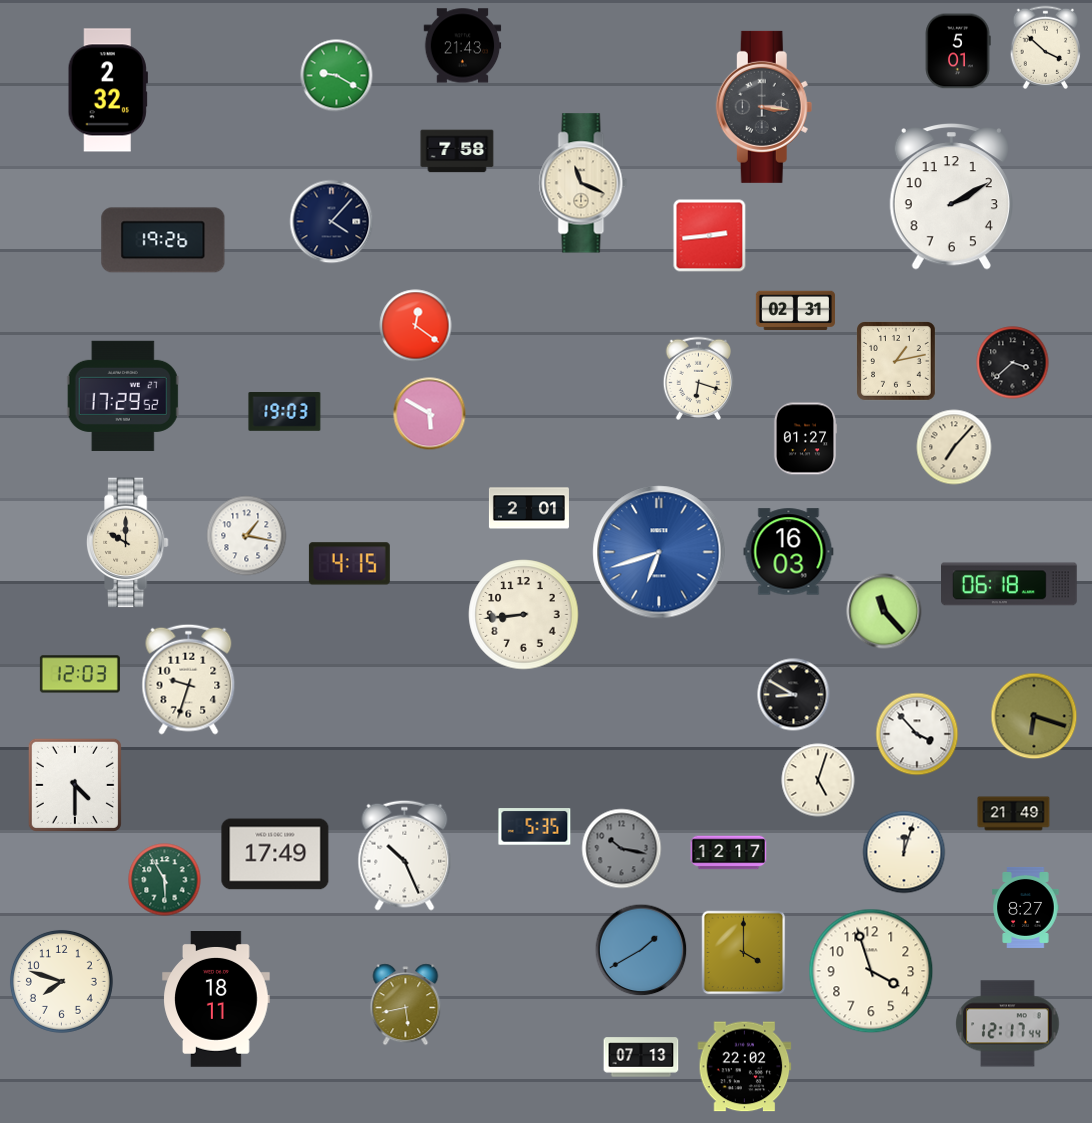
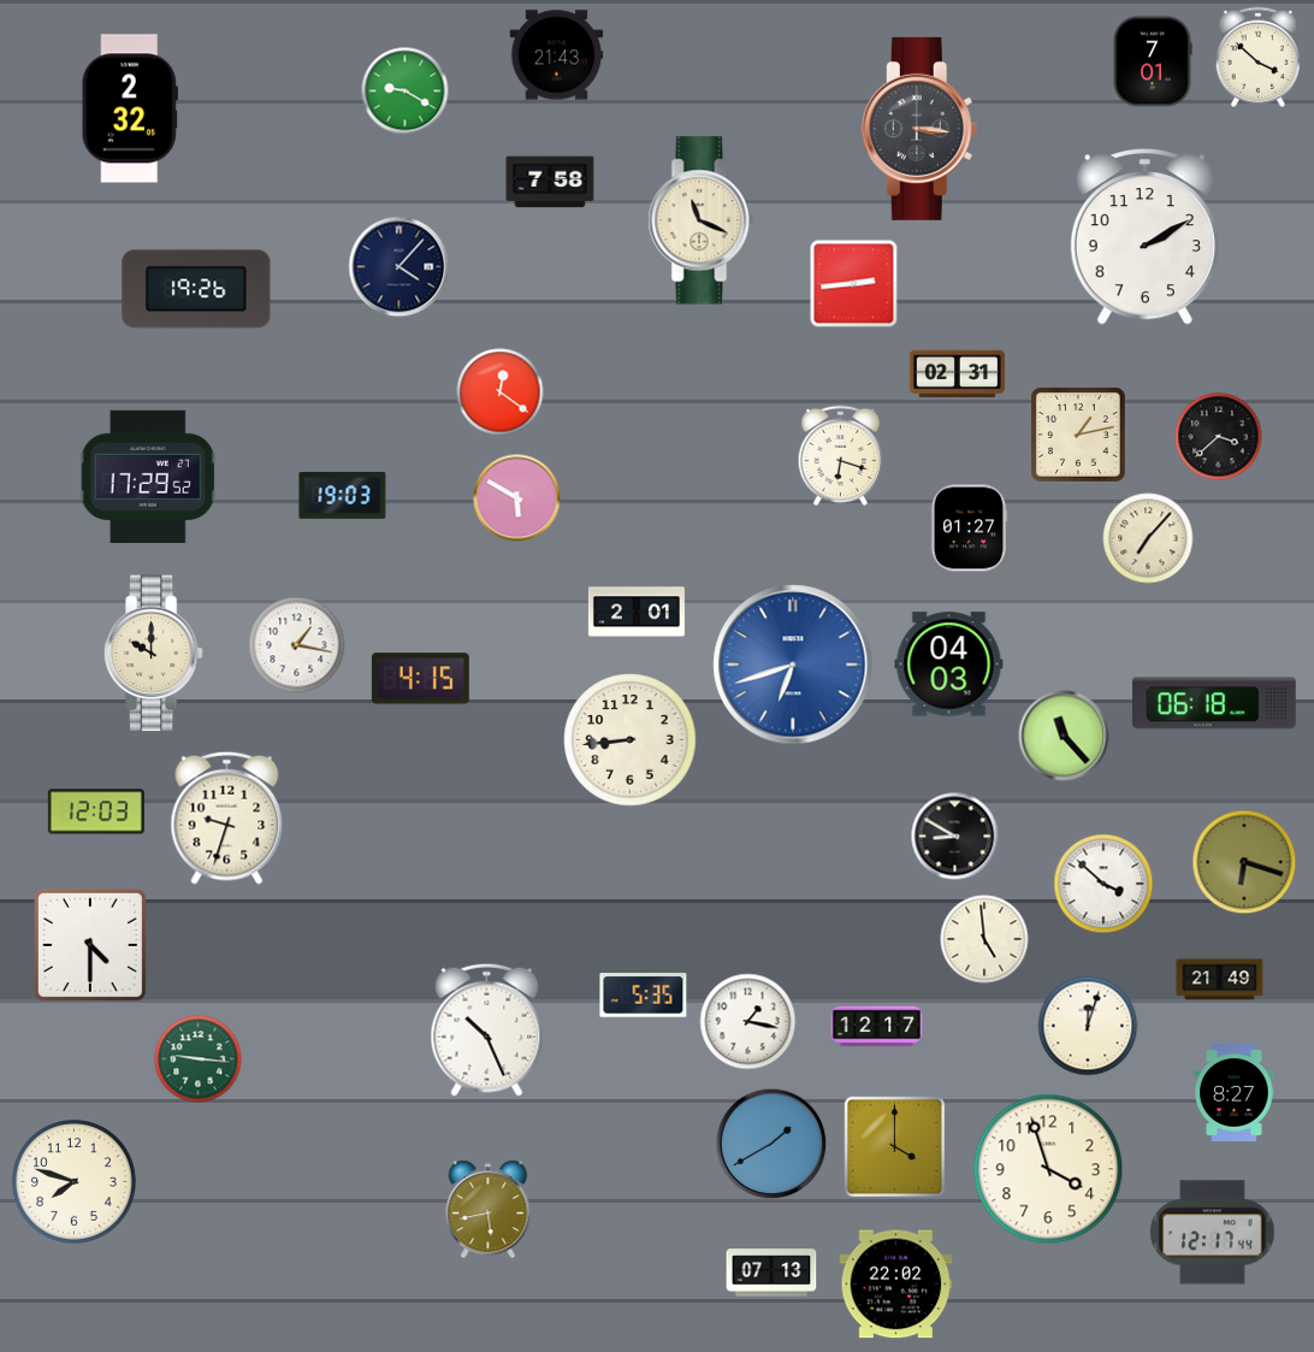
clock at (958, 51): 5:01 -> 7:01
clock at (789, 552): 16:03 -> 04:03
clock at (917, 734): 3:53 -> 3:52
clock at (818, 780): 5:03 -> 4:59
clock at (622, 849): 10:17 -> 1:17
clock at (622, 849) dial: grey -> white
clock at (275, 854): 17:49 -> none
clock at (165, 880): 5:55 -> 9:16
clock at (216, 1000): 18:11 -> none
